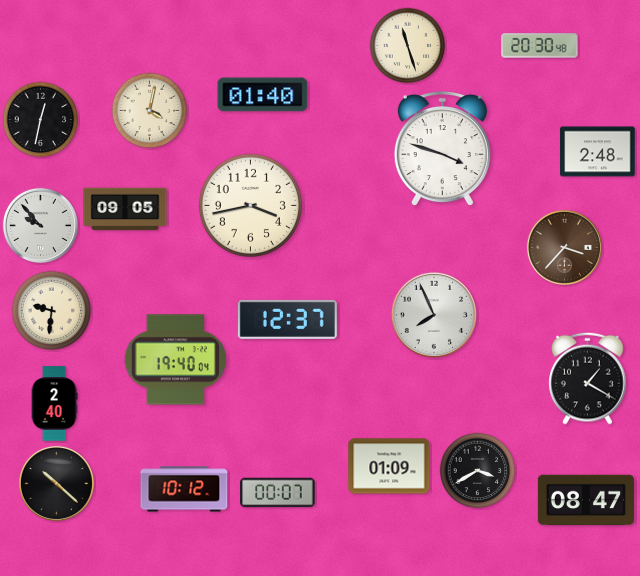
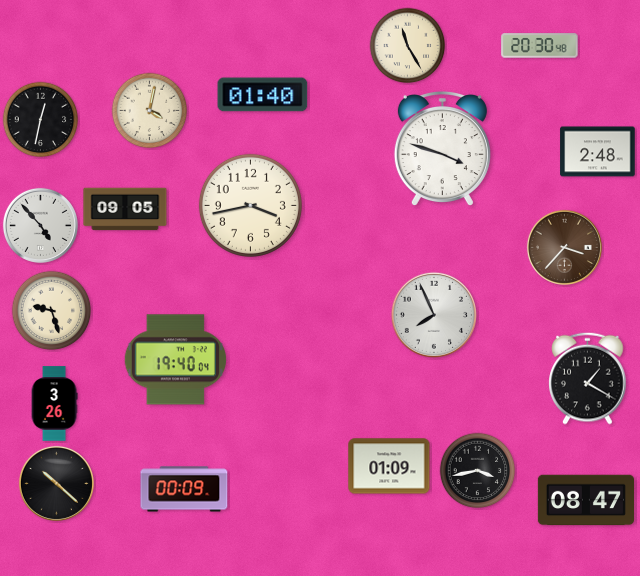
clock at (408, 46): 11:27 -> 11:25
clock at (40, 225): 9:53 -> 4:53
clock at (52, 311): 9:31 -> 9:27
clock at (287, 319): 12:37 -> none
clock at (54, 404): 2:40 -> 3:26
clock at (478, 471): 3:40 -> 3:43
clock at (184, 489): 10:12 -> 00:09
clock at (278, 493): 00:07 -> none
